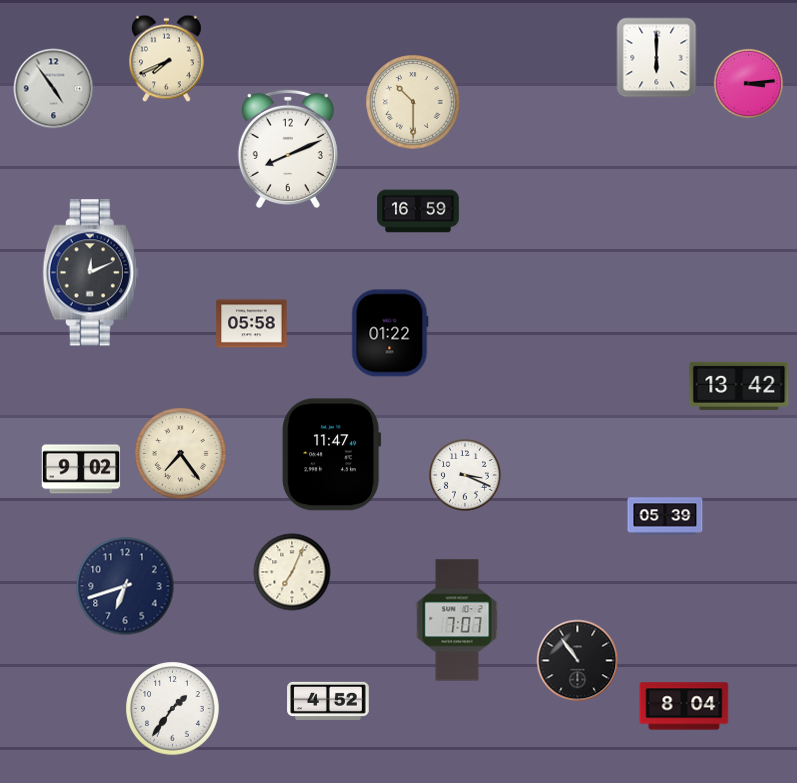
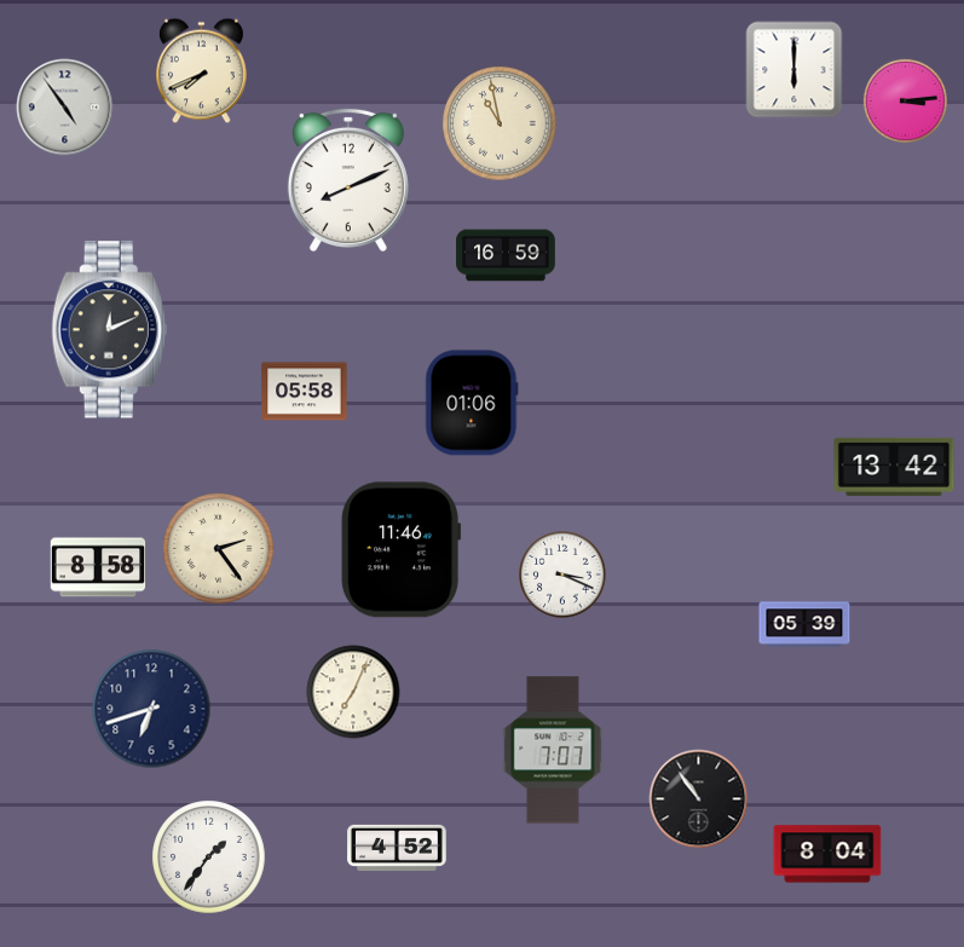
clock at (413, 102): 10:30 -> 10:58
clock at (390, 333): 01:22 -> 01:06
clock at (180, 453): 7:24 -> 2:24
clock at (332, 455): 11:47 -> 11:46
clock at (81, 469): 9:02 -> 8:58
